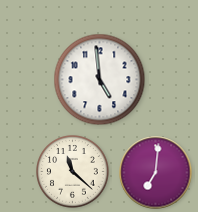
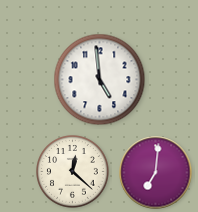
clock at (73, 172): 11:22 -> 12:22
